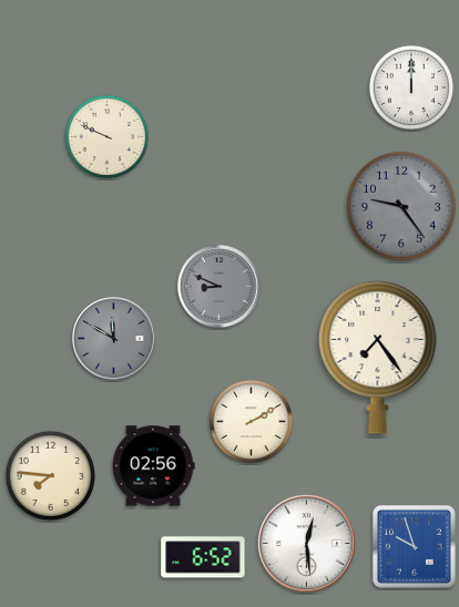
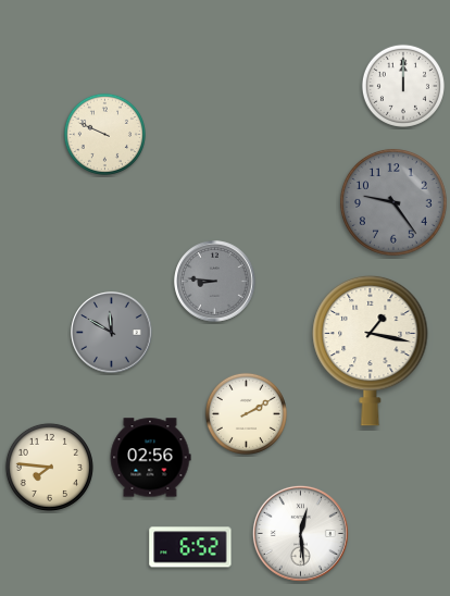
clock at (220, 287): 8:49 -> 8:46
clock at (378, 357): 7:24 -> 1:17
clock at (414, 546): 9:57 -> none
clock at (203, 557) position: (203, 557) -> (190, 547)
